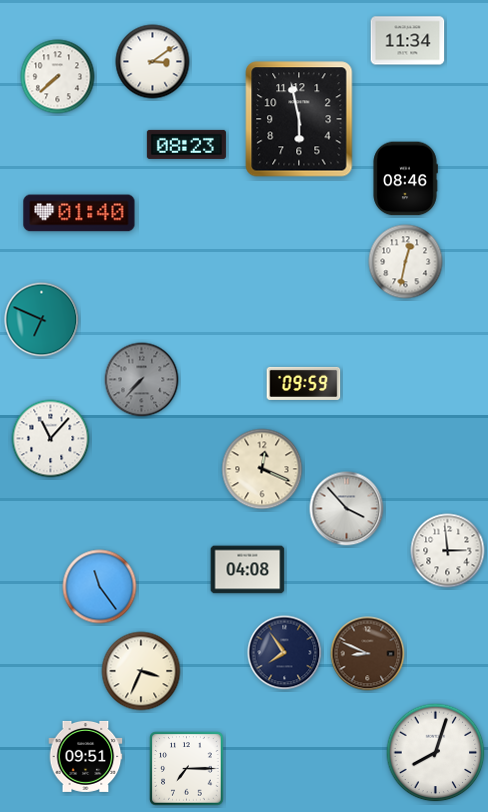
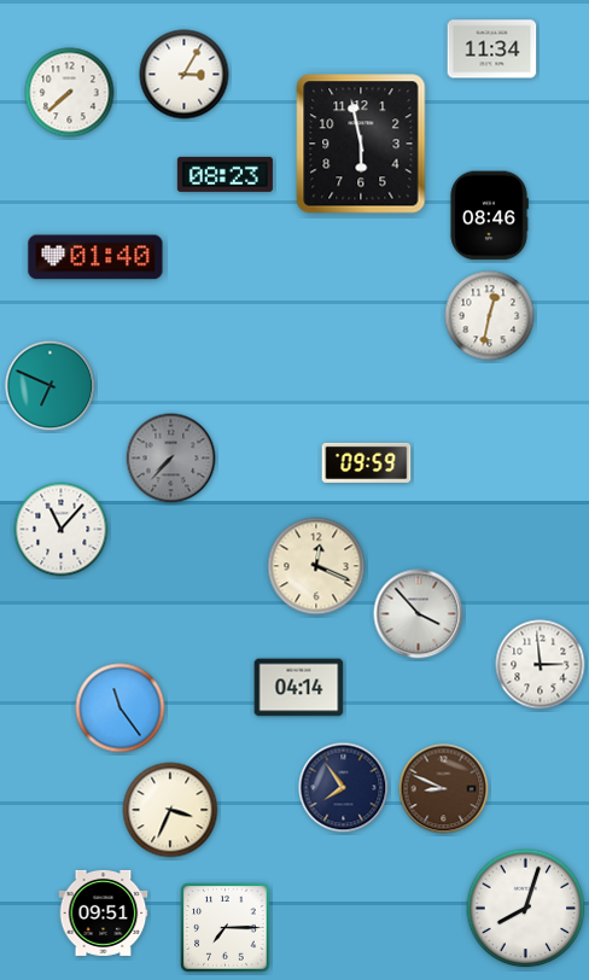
clock at (153, 62): 3:09 -> 3:05
clock at (248, 570): 04:08 -> 04:14
